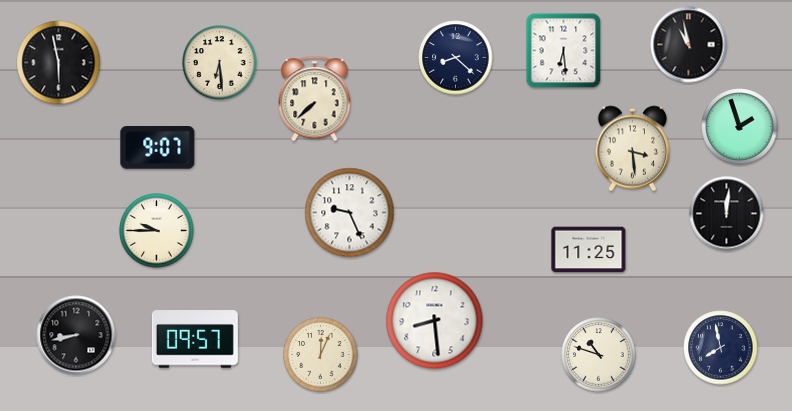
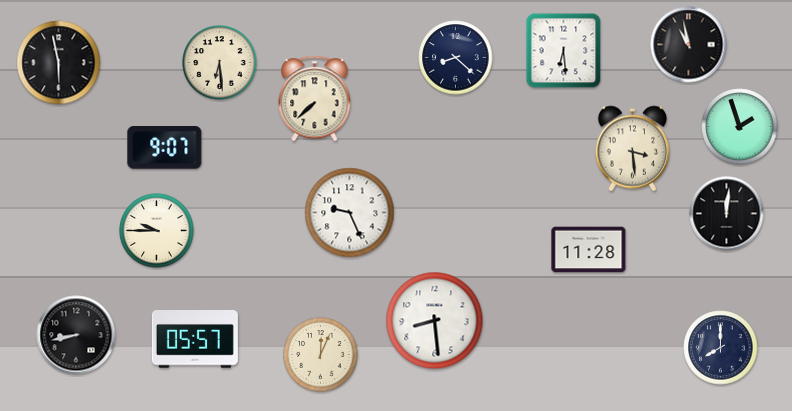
clock at (158, 148) position: (158, 148) -> (165, 148)
clock at (589, 250): 11:25 -> 11:28
clock at (195, 339): 09:57 -> 05:57
clock at (721, 348): 7:58 -> 8:00
clock at (599, 355): 10:48 -> none
